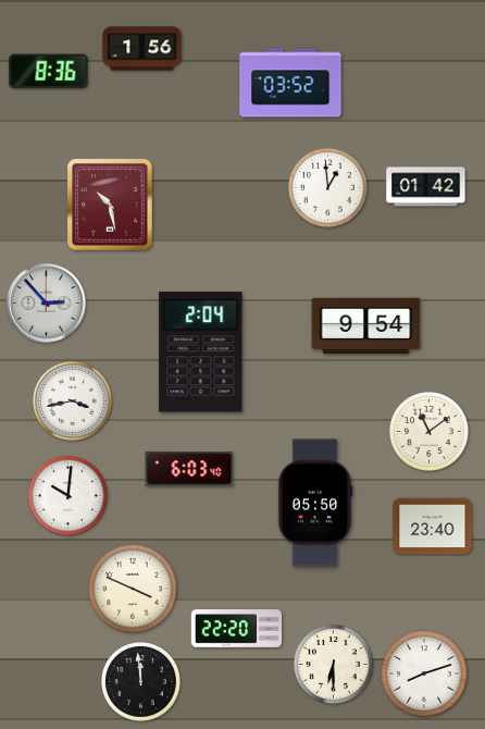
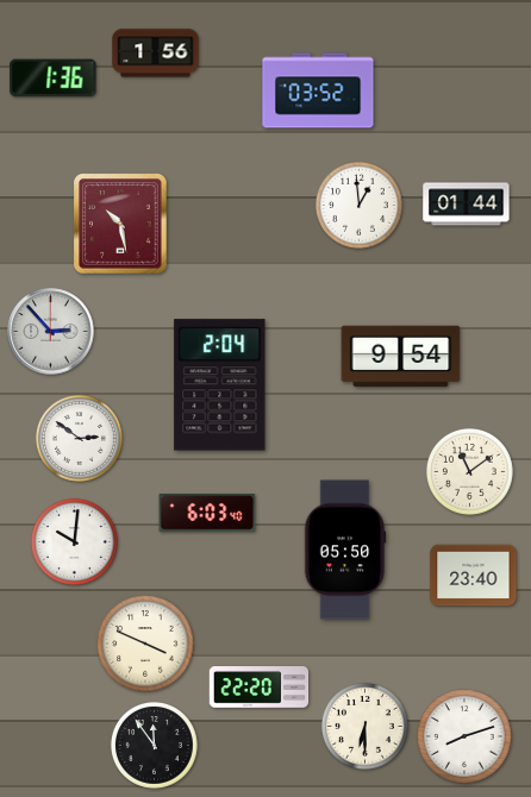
clock at (49, 72): 8:36 -> 1:36
clock at (426, 187): 01:42 -> 01:44
clock at (72, 400): 3:43 -> 2:51
clock at (140, 681): 11:59 -> 11:54
